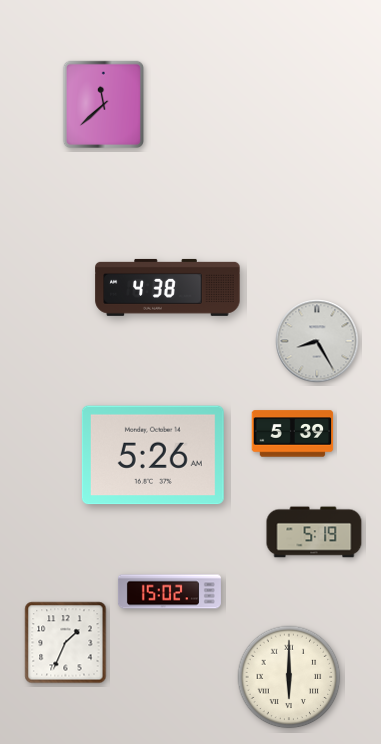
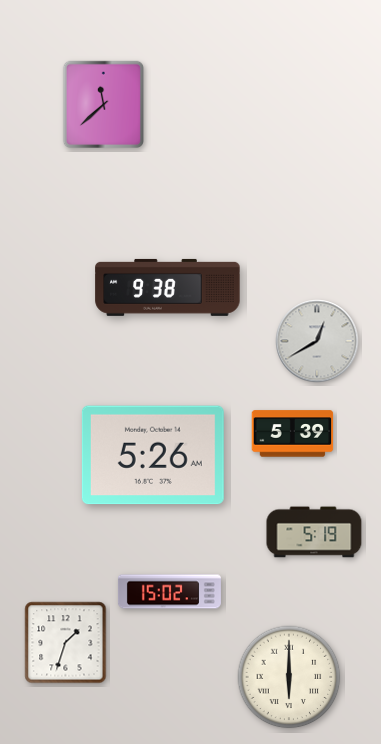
clock at (168, 287): 4:38 -> 9:38
clock at (317, 341): 8:25 -> 12:40
clock at (66, 643): 1:34 -> 1:33
